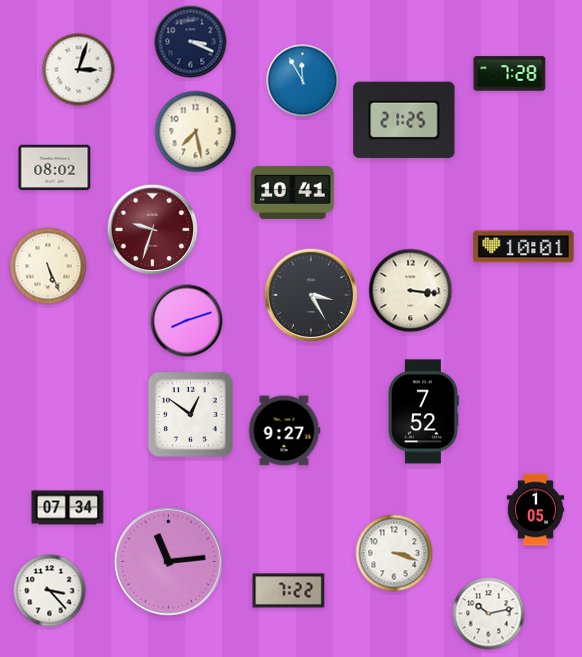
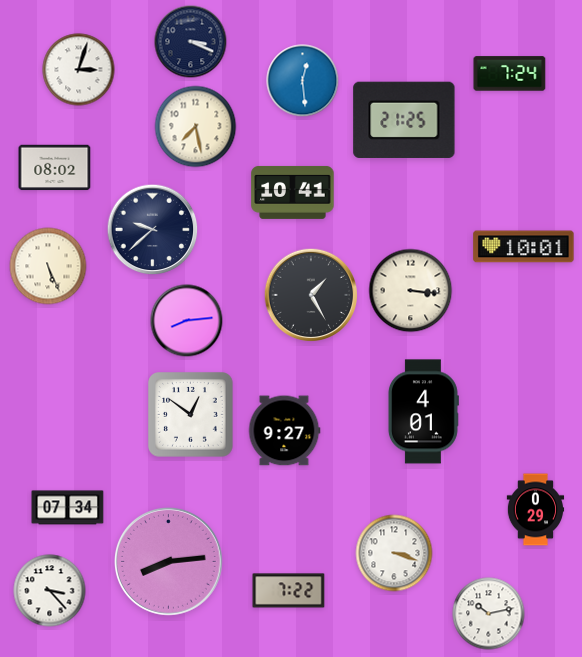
clock at (510, 74): 7:28 -> 7:24
clock at (303, 81): 11:55 -> 12:29
clock at (196, 132) position: (196, 132) -> (196, 127)
clock at (153, 230): 9:33 -> 9:38
clock at (153, 230) dial: burgundy -> navy
clock at (311, 295): 3:25 -> 1:25
clock at (187, 321): 8:12 -> 8:14
clock at (423, 412): 7:52 -> 4:01
clock at (536, 510): 1:05 -> 0:29
clock at (169, 562): 11:14 -> 8:14
